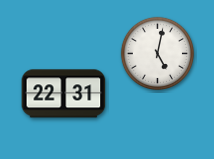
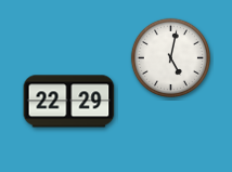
clock at (64, 94): 22:31 -> 22:29
